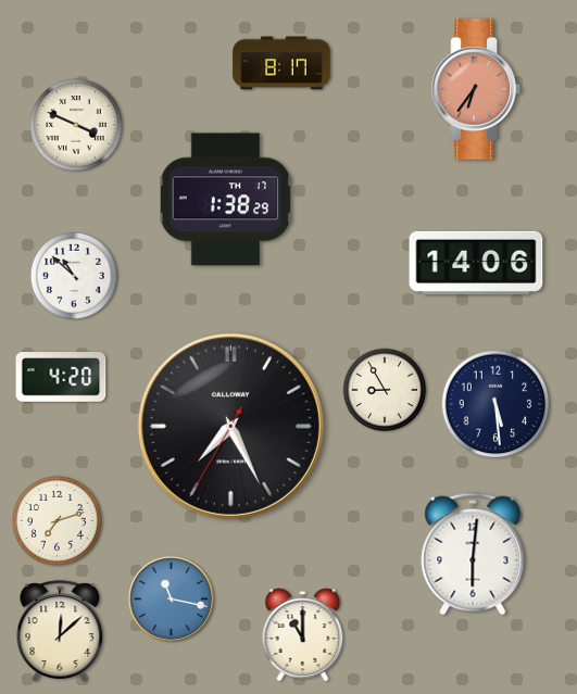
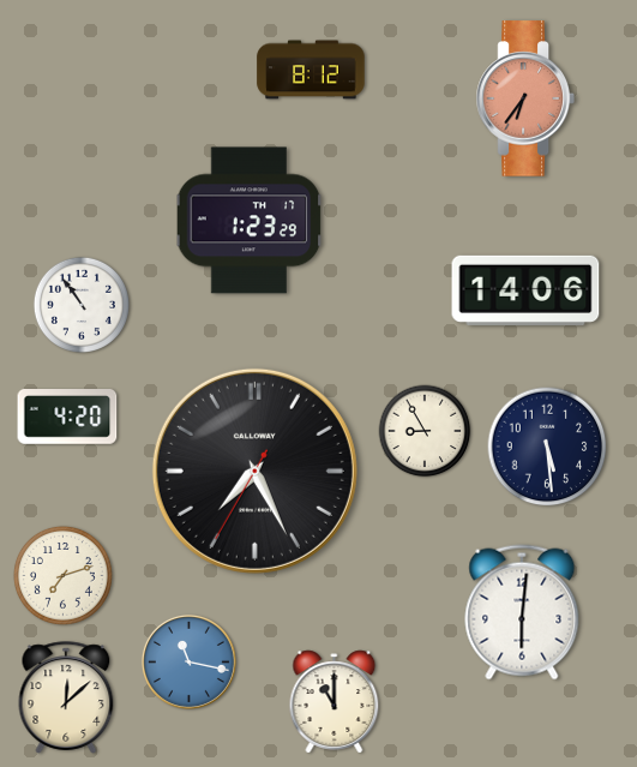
clock at (281, 63): 8:17 -> 8:12
clock at (76, 125): 3:49 -> none
clock at (226, 200): 1:38 -> 1:23
clock at (74, 276): 10:52 -> 10:54
